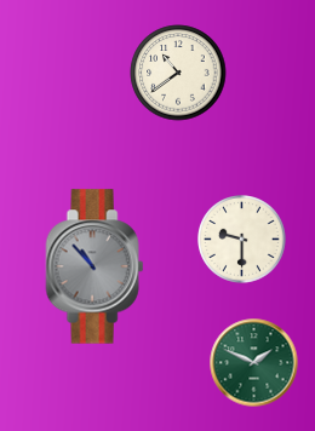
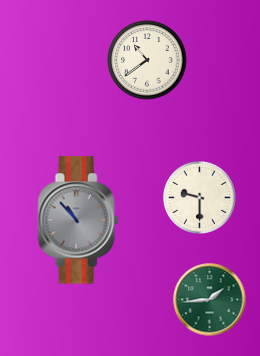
clock at (254, 363): 1:49 -> 1:44
